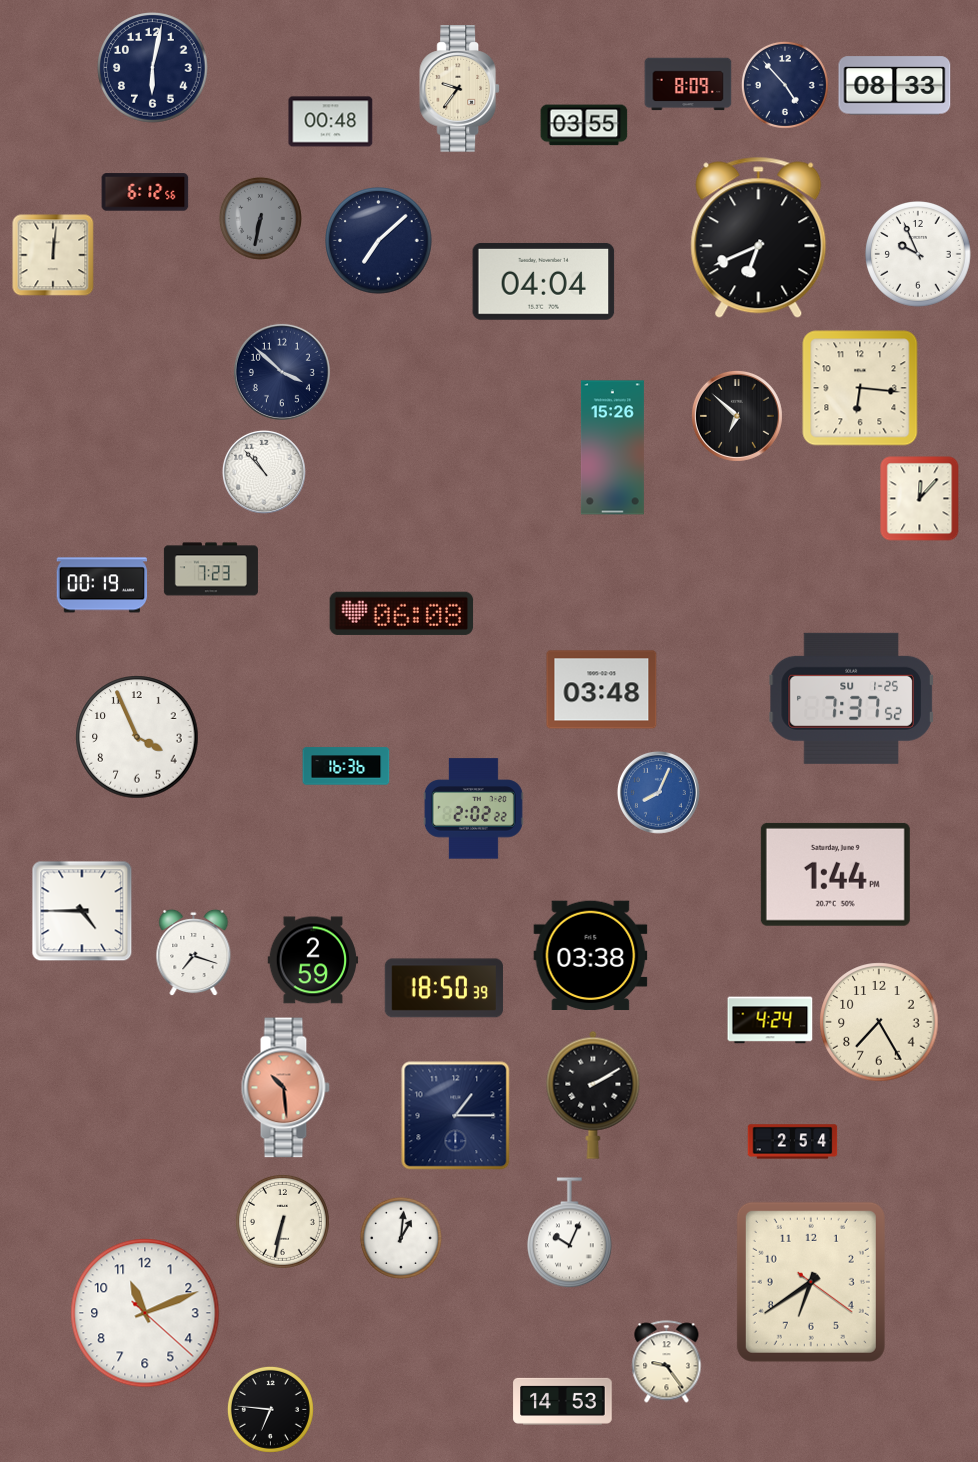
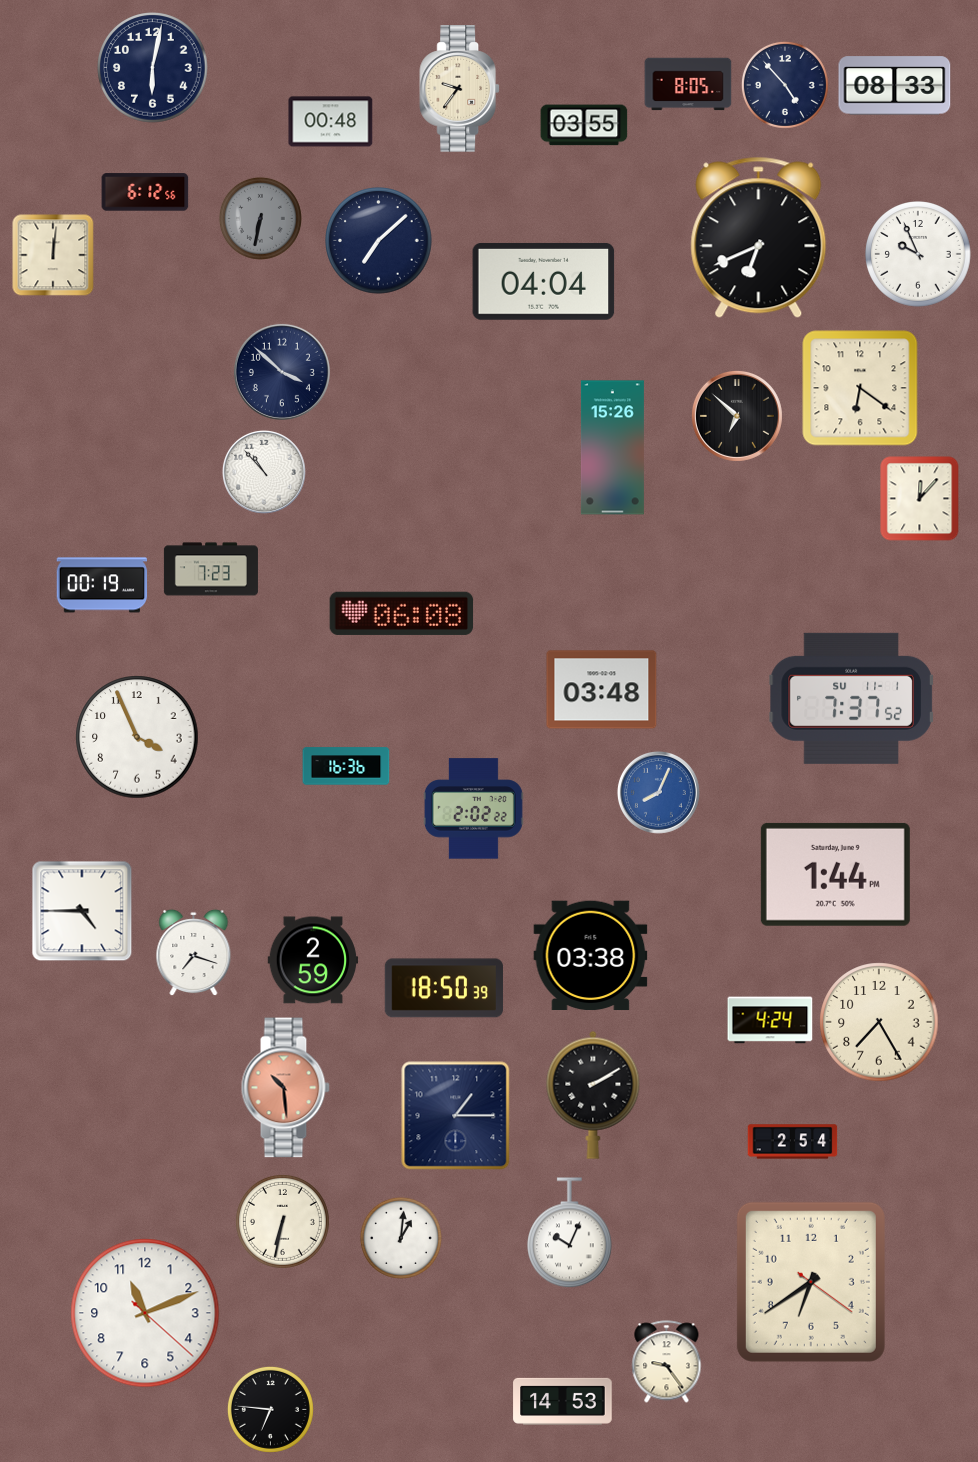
clock at (688, 84): 8:09 -> 8:05
clock at (860, 388): 6:16 -> 6:21
clock at (852, 698) date: SU 1-25 -> SU 11-1
